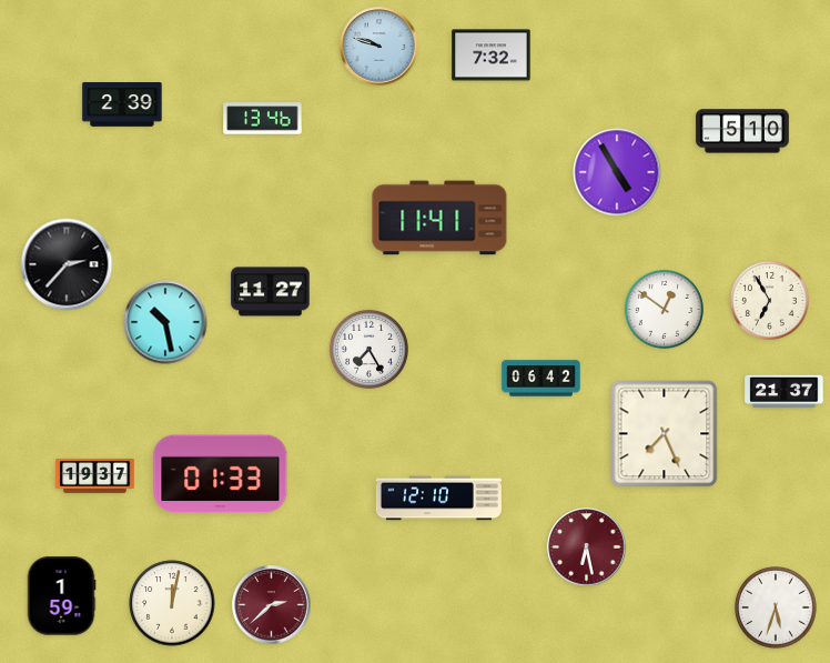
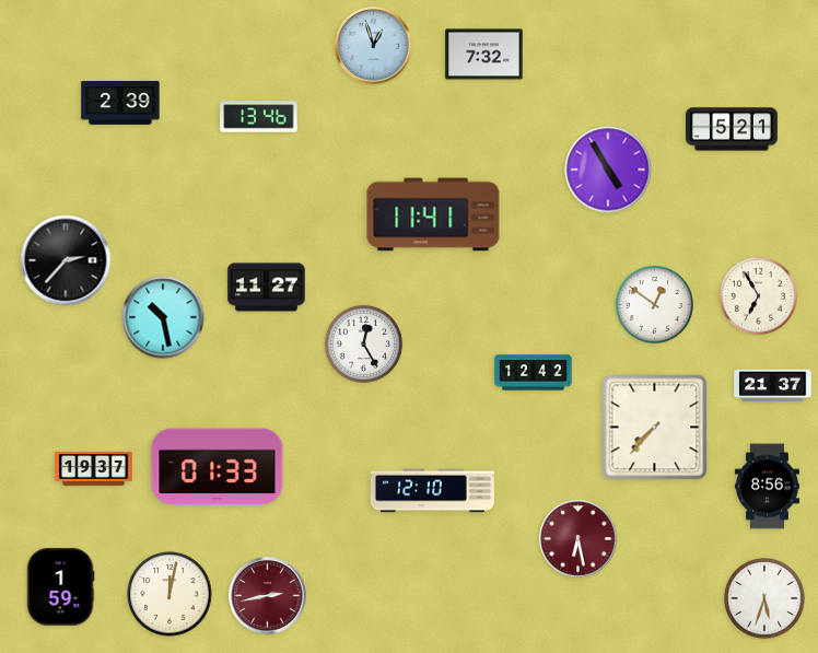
clock at (379, 47): 9:48 -> 12:57
clock at (743, 131): 5:10 -> 5:21
clock at (368, 349): 7:25 -> 12:25
clock at (541, 379): 06:42 -> 12:42
clock at (665, 434): 7:26 -> 7:37
clock at (767, 487): none -> 8:56
clock at (272, 605): 2:38 -> 2:43
